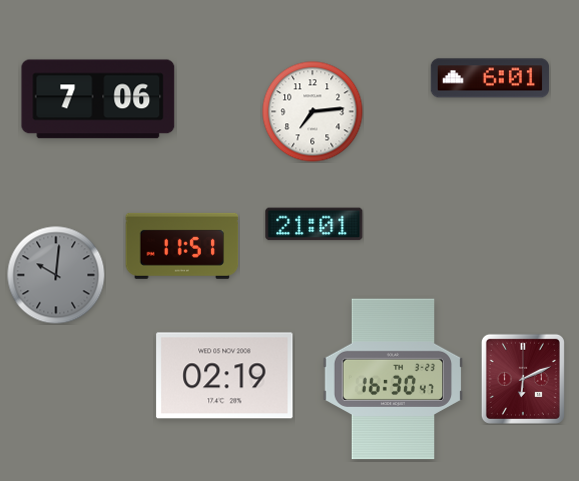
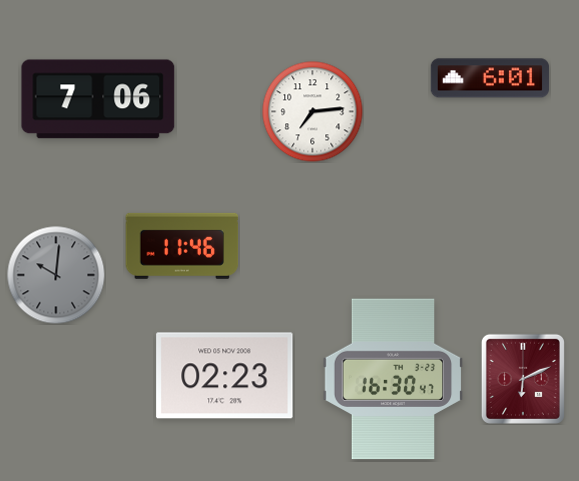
clock at (314, 224): 21:01 -> none
clock at (182, 246): 11:51 -> 11:46
clock at (225, 376): 02:19 -> 02:23
